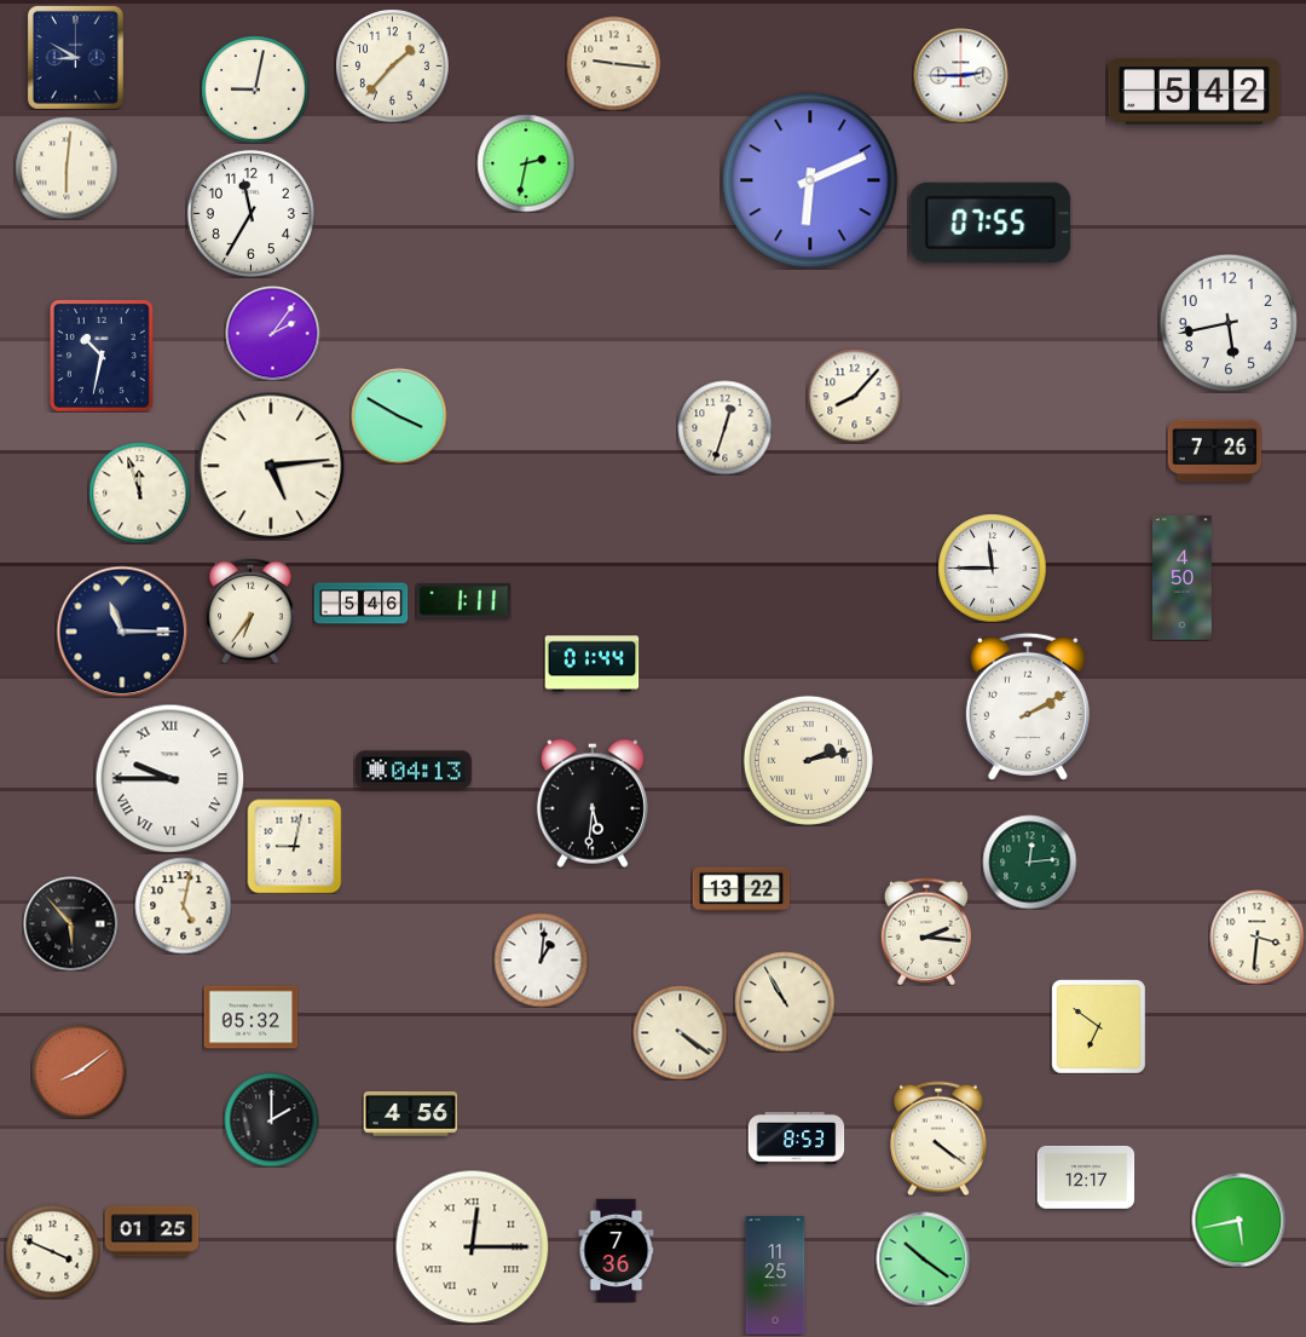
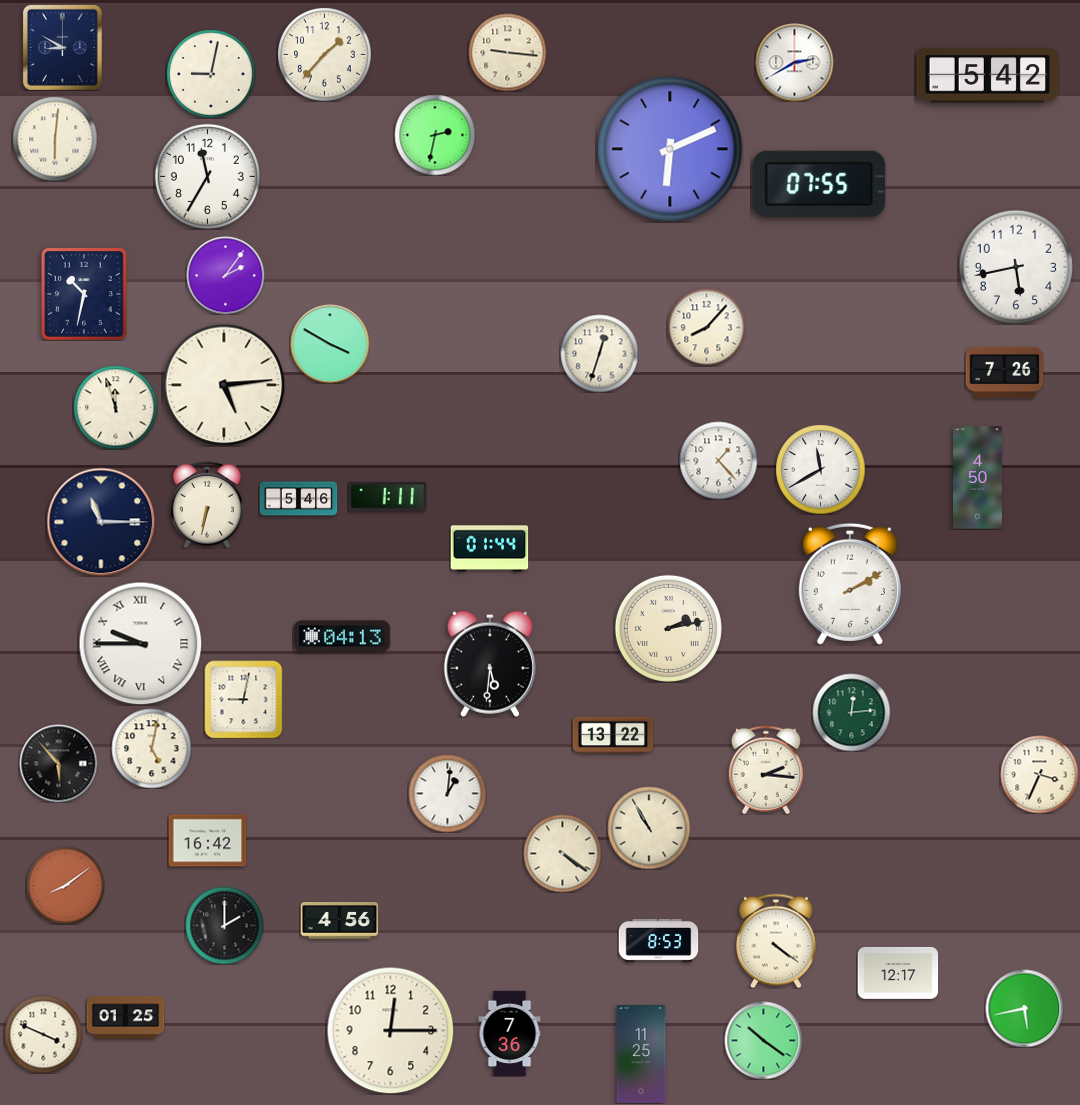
clock at (960, 75): 2:45 -> 2:40
clock at (718, 460): none -> 1:23
clock at (992, 567): 11:45 -> 11:40
clock at (463, 601) position: (463, 601) -> (387, 497)
clock at (250, 611): 6:36 -> 6:32
clock at (1256, 937): 3:31 -> 3:34
clock at (250, 1018): 05:32 -> 16:42
clock at (1099, 1027): 6:51 -> none
clock at (472, 1246) numerals: Roman -> Arabic
